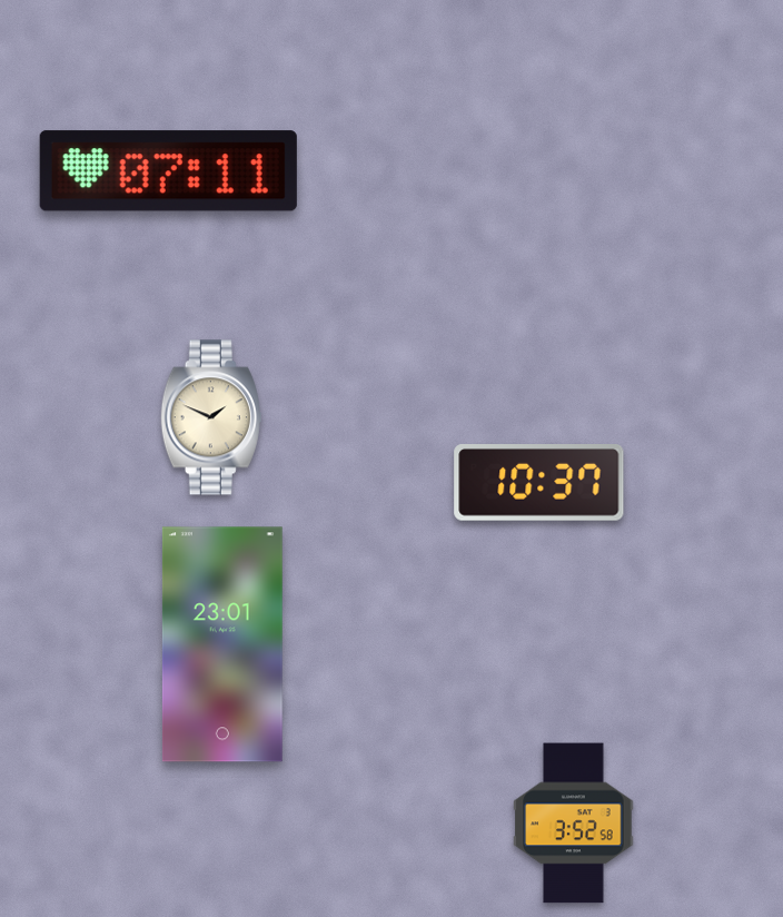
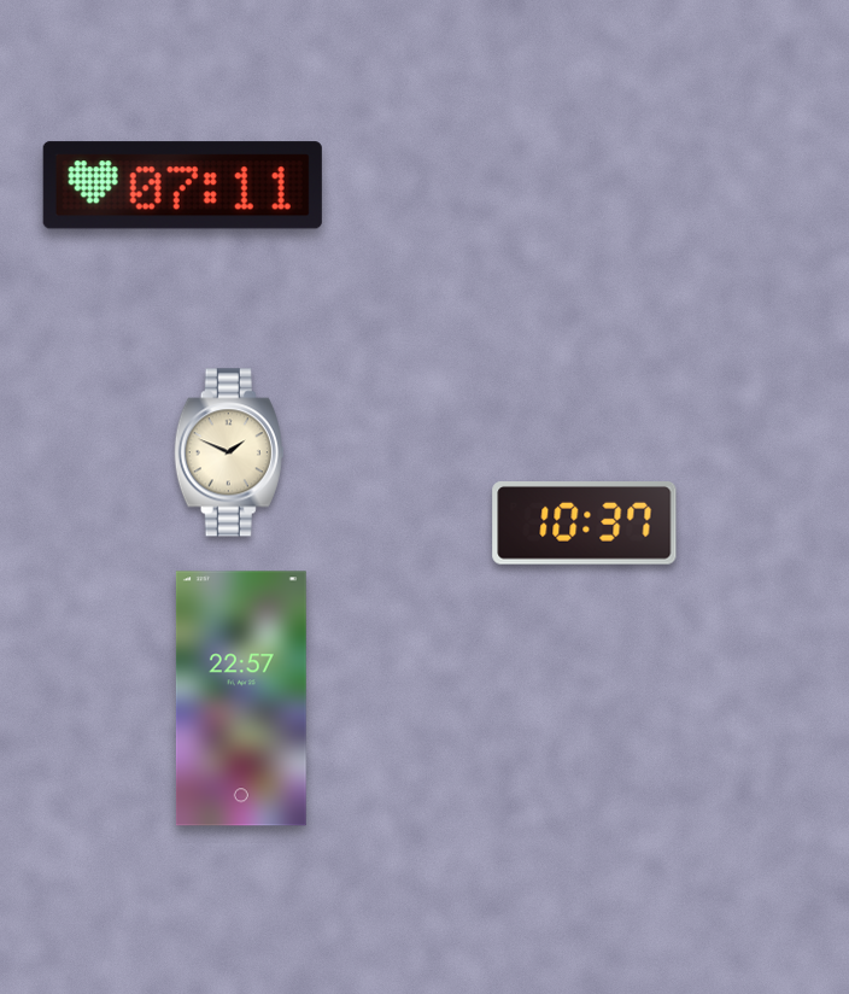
clock at (222, 644): 23:01 -> 22:57
clock at (574, 824): 3:52 -> none
